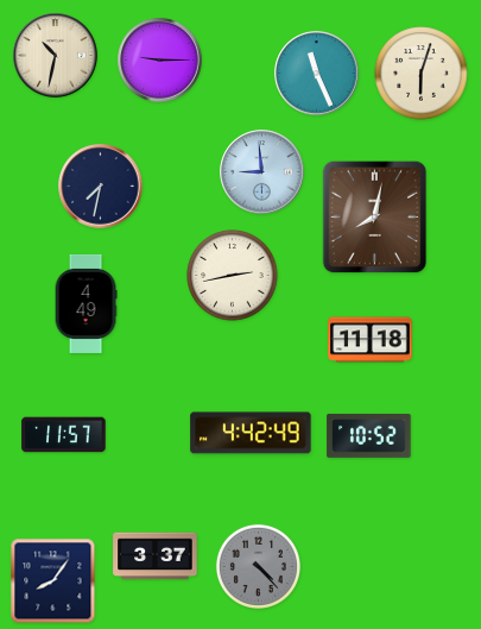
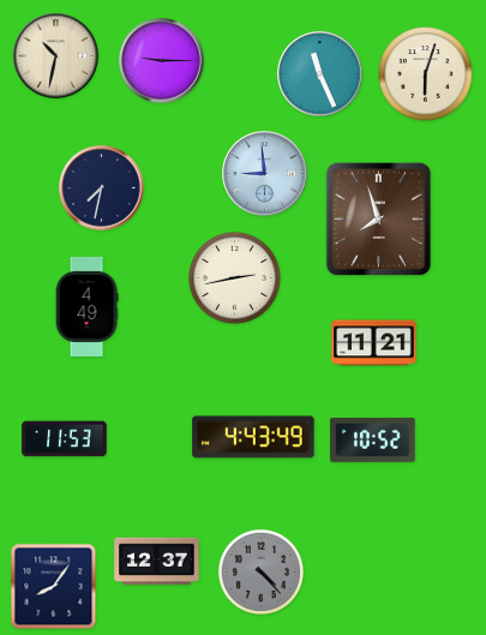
clock at (375, 218): 8:02 -> 7:57
clock at (371, 340): 11:18 -> 11:21
clock at (251, 433): 4:42 -> 4:43
clock at (64, 435): 11:57 -> 11:53
clock at (156, 556): 3:37 -> 12:37
